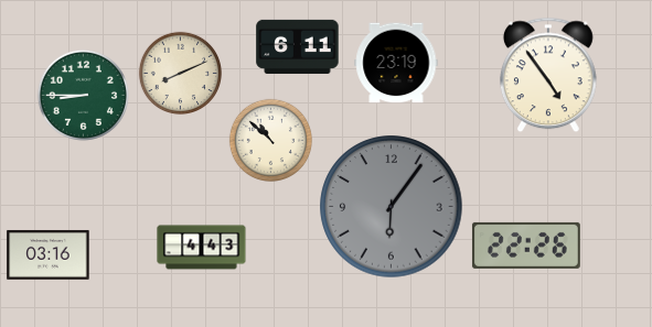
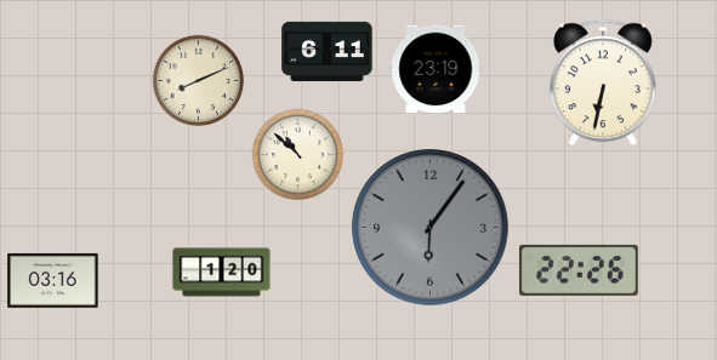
clock at (548, 75): 4:54 -> 6:32
clock at (83, 95): 8:45 -> none
clock at (202, 248): 4:43 -> 1:20
